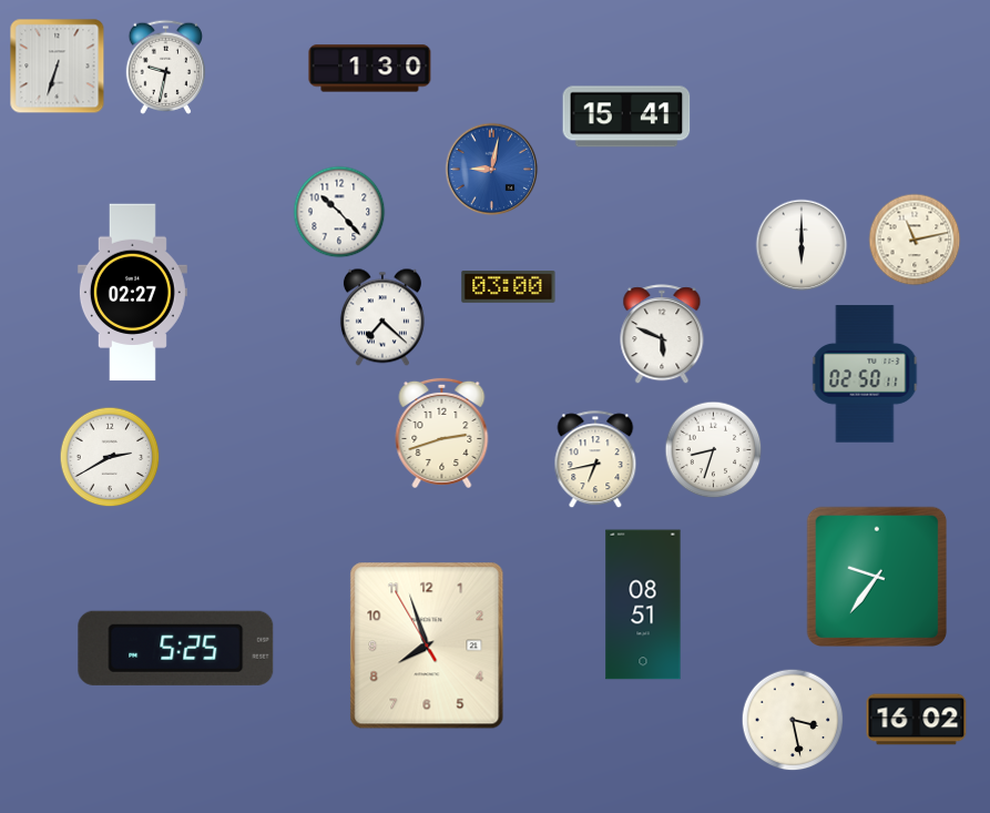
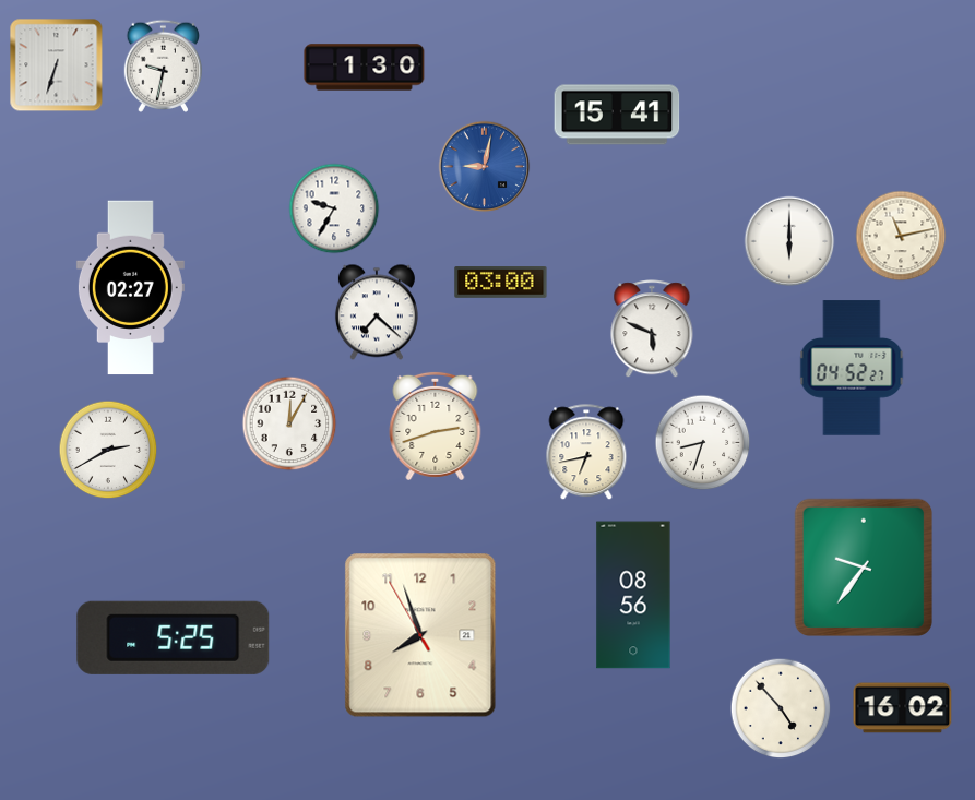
clock at (339, 212): 10:23 -> 9:35
clock at (865, 374): 02:50 -> 04:52
clock at (289, 423): none -> 12:05
clock at (643, 604): 08:51 -> 08:56
clock at (793, 720): 3:28 -> 4:53
